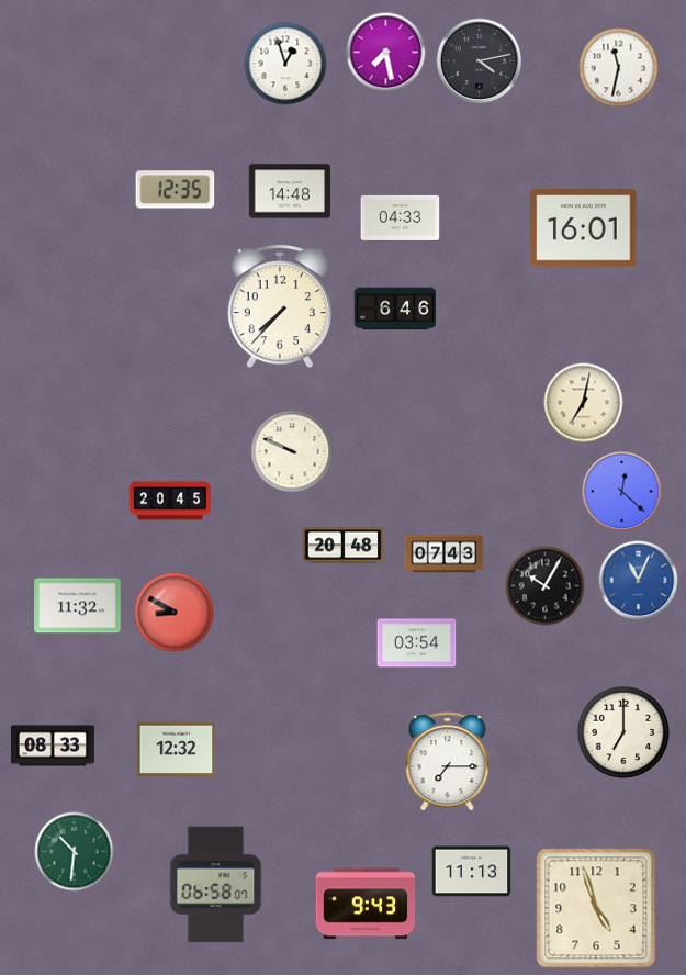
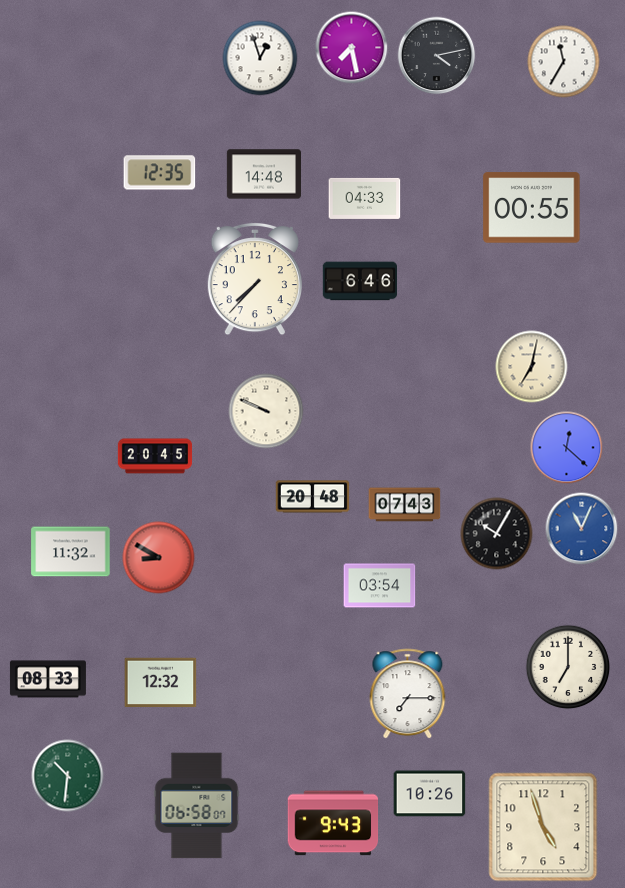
clock at (619, 68): 11:32 -> 11:35
clock at (584, 228): 16:01 -> 00:55
clock at (472, 872): 11:13 -> 10:26
